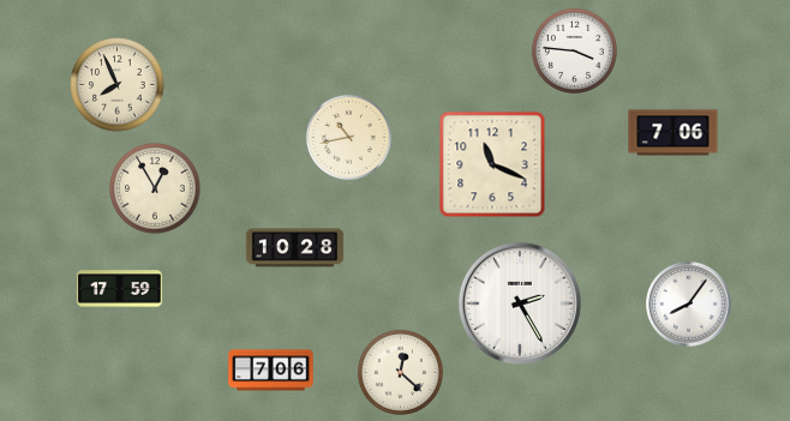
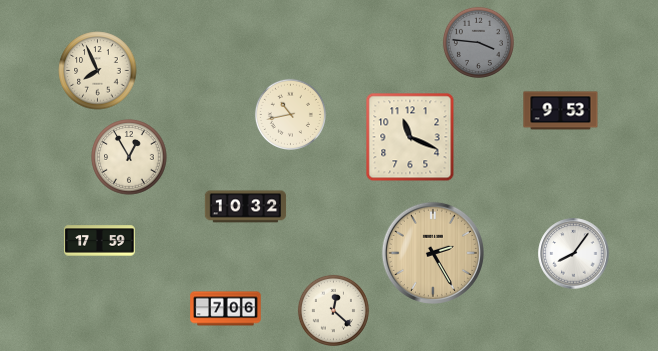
clock at (574, 50) dial: white -> grey
clock at (674, 133): 7:06 -> 9:53
clock at (295, 248): 10:28 -> 10:32
clock at (520, 303) dial: white -> champagne
